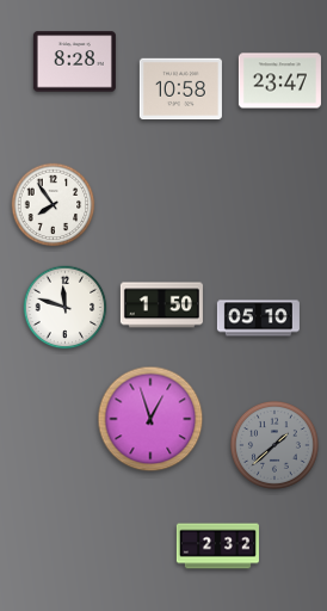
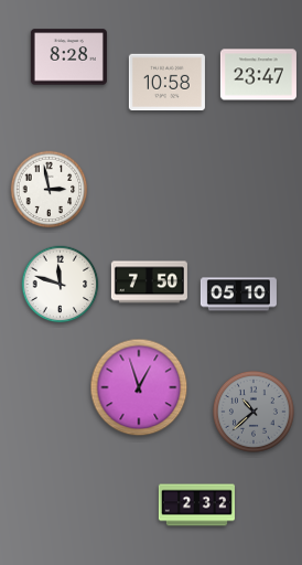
clock at (54, 205): 7:54 -> 2:58
clock at (161, 305): 1:50 -> 7:50
clock at (274, 445): 1:38 -> 10:38
clock at (217, 547) position: (217, 547) -> (196, 505)
